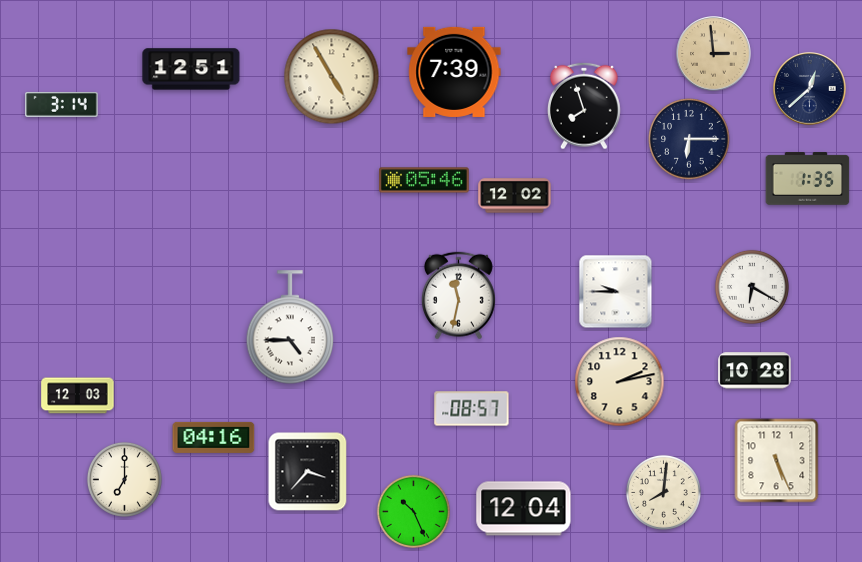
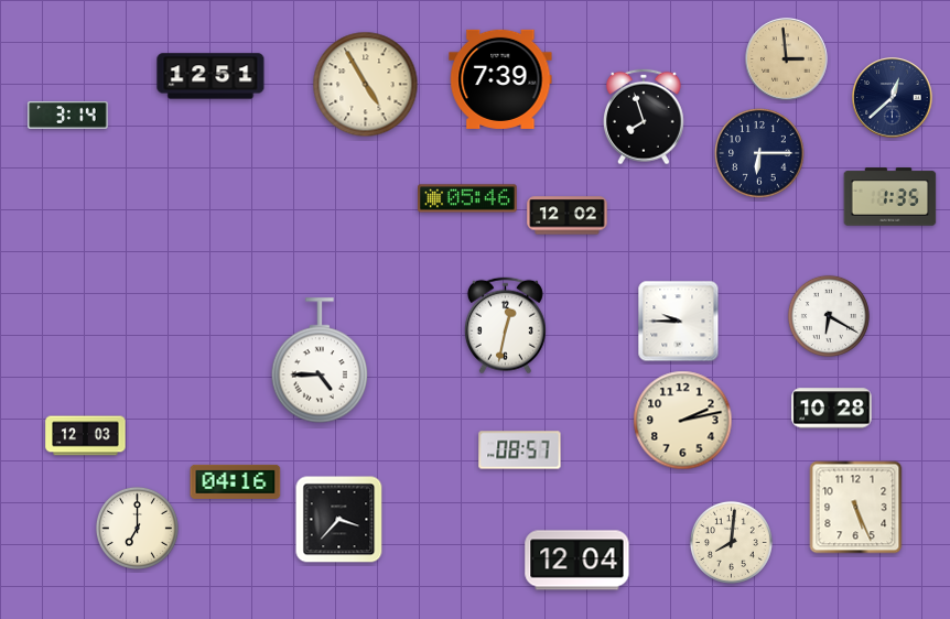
clock at (458, 296): 11:32 -> 12:32
clock at (413, 511): 10:26 -> none
